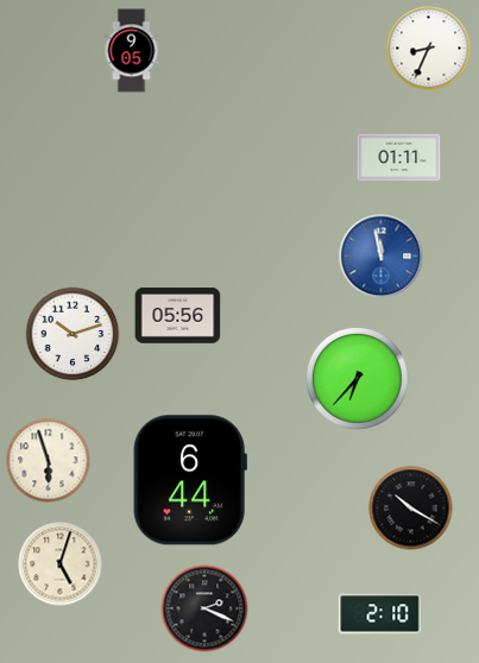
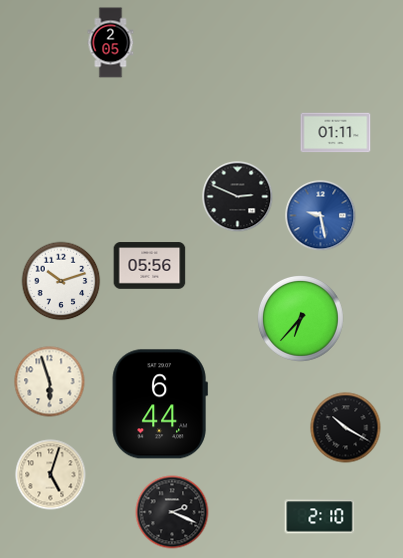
clock at (429, 49): 8:34 -> none
clock at (132, 51): 9:05 -> 2:05
clock at (238, 197): none -> 2:49
clock at (382, 257): 11:58 -> 9:28
clock at (49, 461) position: (49, 461) -> (50, 382)
